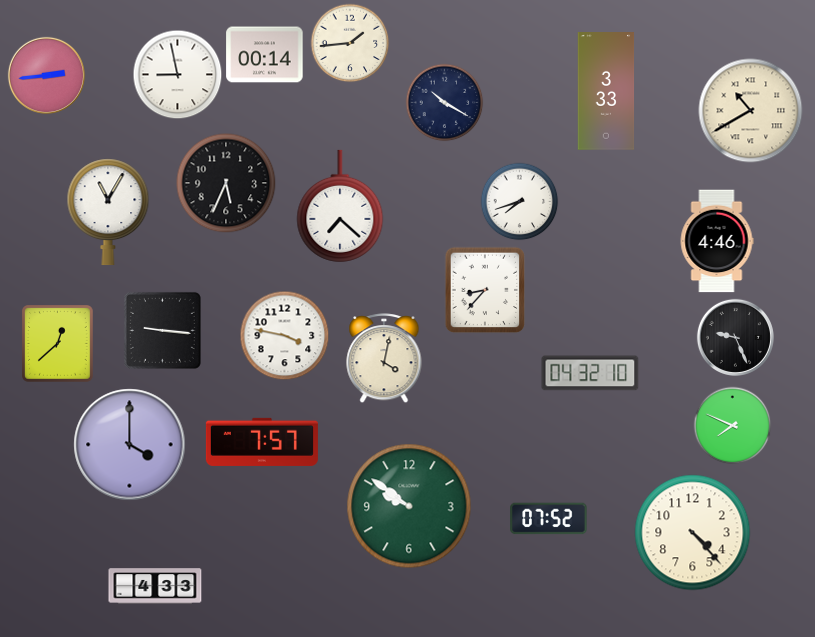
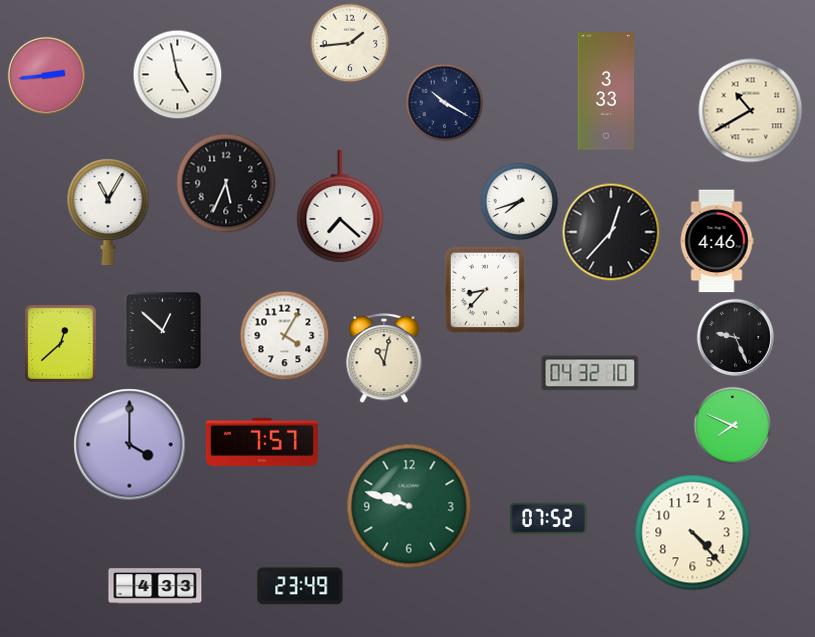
clock at (265, 55): 00:14 -> none
clock at (177, 74): 8:58 -> 4:58
clock at (611, 232): none -> 12:37
clock at (162, 330): 9:16 -> 12:52
clock at (284, 335): 3:47 -> 4:05
clock at (58, 344) position: (58, 344) -> (61, 344)
clock at (384, 358): 4:02 -> 11:02
clock at (409, 506): 9:51 -> 9:48
clock at (300, 586): none -> 23:49
